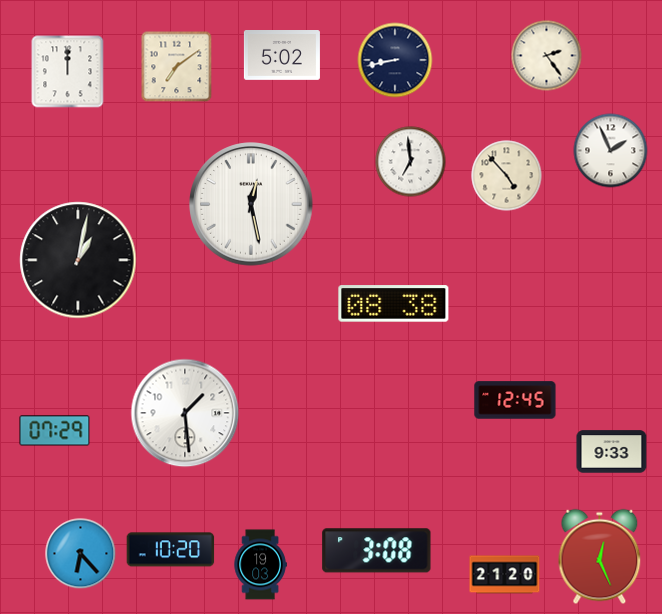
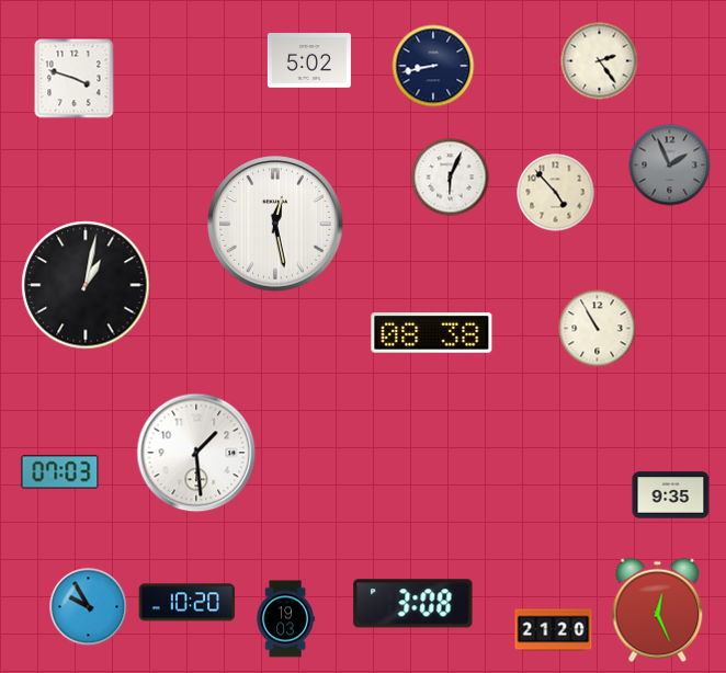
clock at (177, 67): 7:09 -> none
clock at (68, 72): 12:00 -> 3:48
clock at (611, 151) dial: white -> grey
clock at (411, 162): 6:59 -> 6:04
clock at (598, 329): none -> 10:55
clock at (515, 400): 12:45 -> none
clock at (185, 413) position: (185, 413) -> (196, 453)
clock at (55, 431): 07:29 -> 07:03
clock at (612, 452): 9:33 -> 9:35
clock at (81, 554): 6:23 -> 9:55
